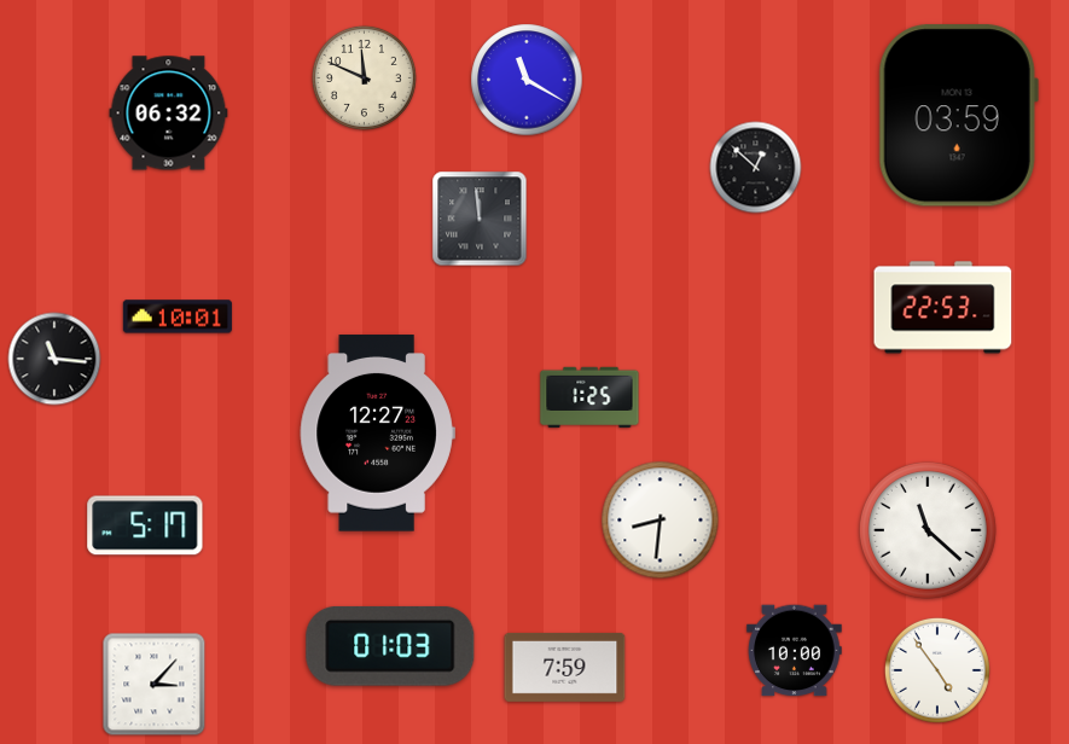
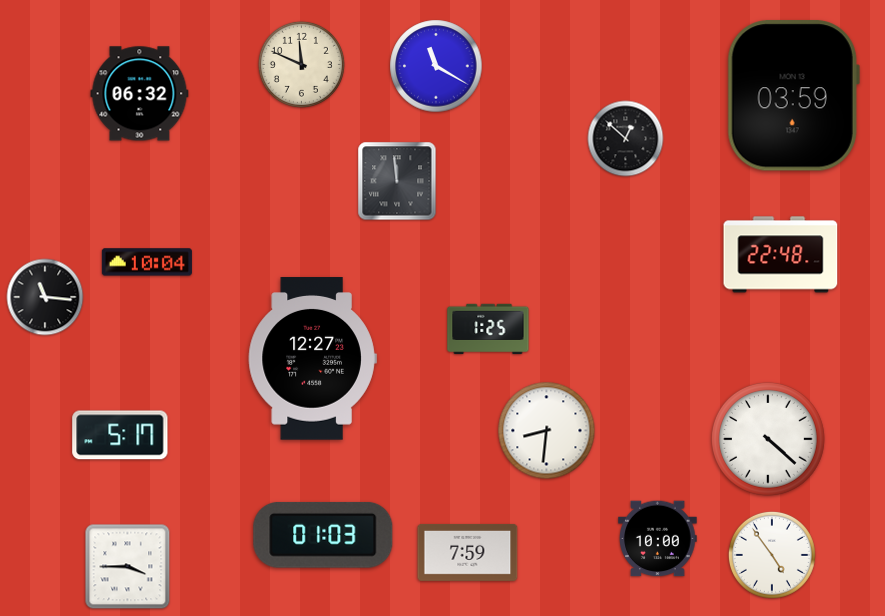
clock at (943, 308): 22:53 -> 22:48
clock at (178, 316): 10:01 -> 10:04
clock at (928, 530): 11:22 -> 4:22
clock at (937, 670) position: (937, 670) -> (772, 555)
clock at (155, 685): 3:07 -> 3:45
